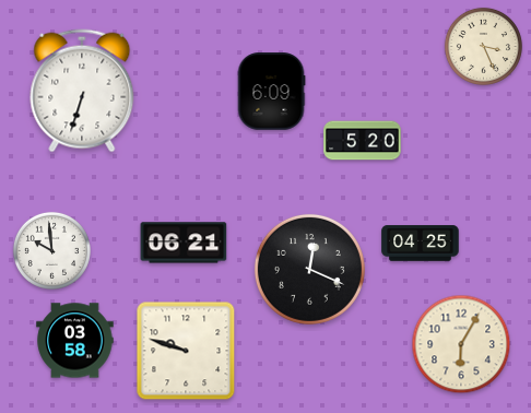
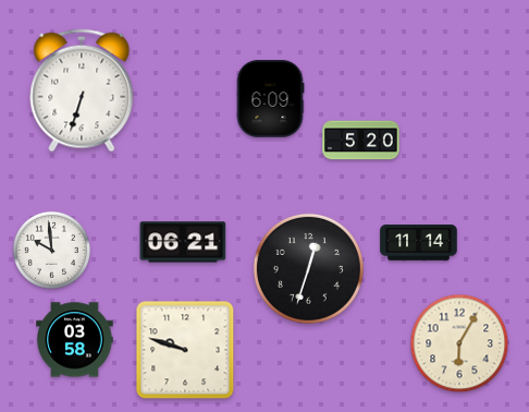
clock at (483, 46): 3:26 -> none
clock at (271, 92) position: (271, 92) -> (270, 99)
clock at (421, 244): 04:25 -> 11:14
clock at (309, 269): 12:19 -> 12:33
